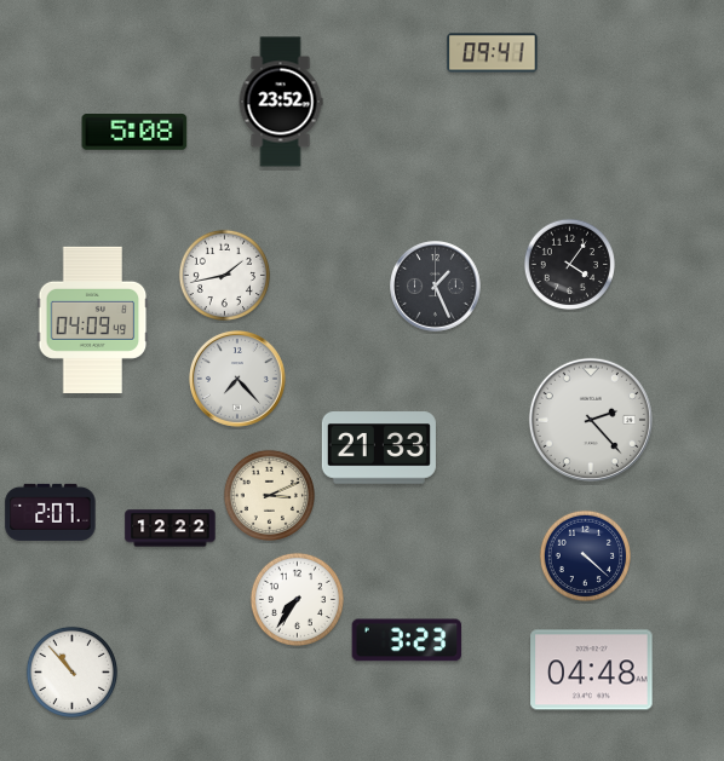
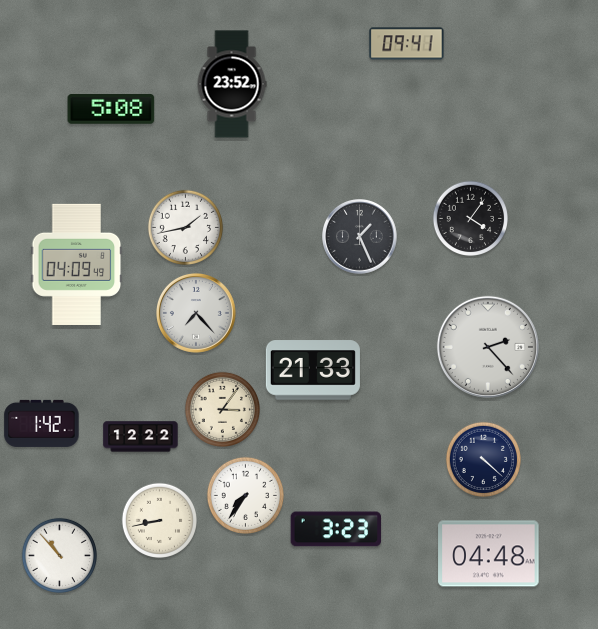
clock at (269, 495): 3:11 -> 3:06
clock at (51, 512): 2:07 -> 1:42
clock at (159, 520): none -> 8:43
